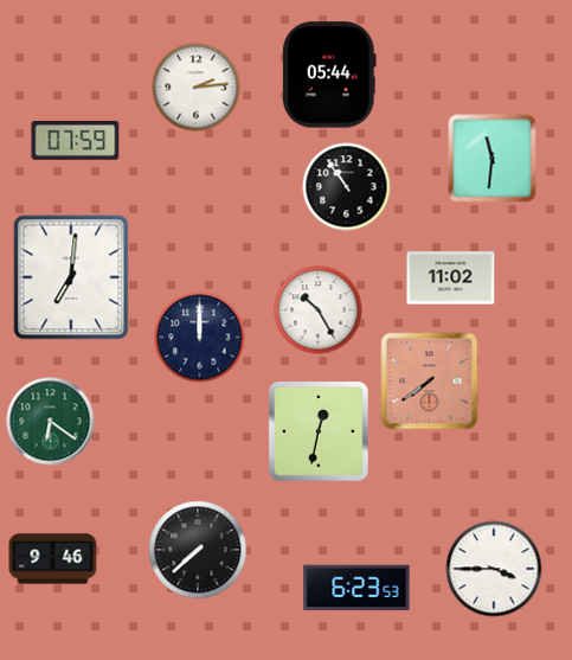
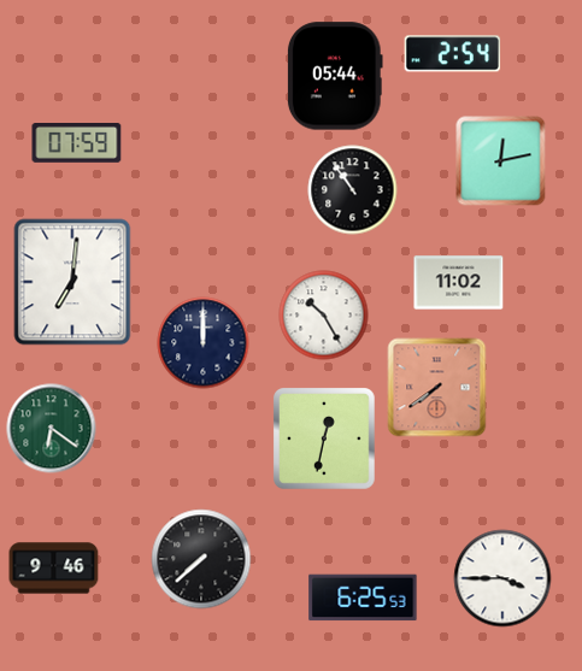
clock at (453, 54): none -> 2:54
clock at (197, 88): 2:14 -> none
clock at (493, 159): 11:31 -> 12:13
clock at (356, 588): 6:23 -> 6:25
